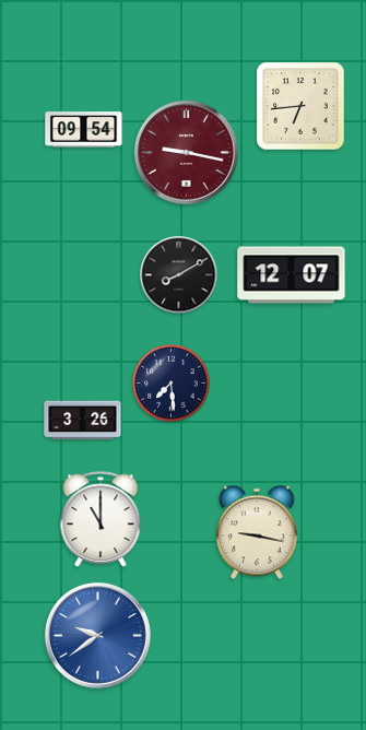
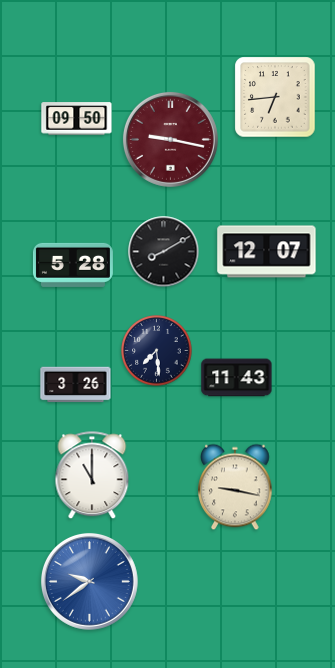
clock at (84, 130): 09:54 -> 09:50
clock at (73, 265): none -> 5:28
clock at (237, 378): none -> 11:43
